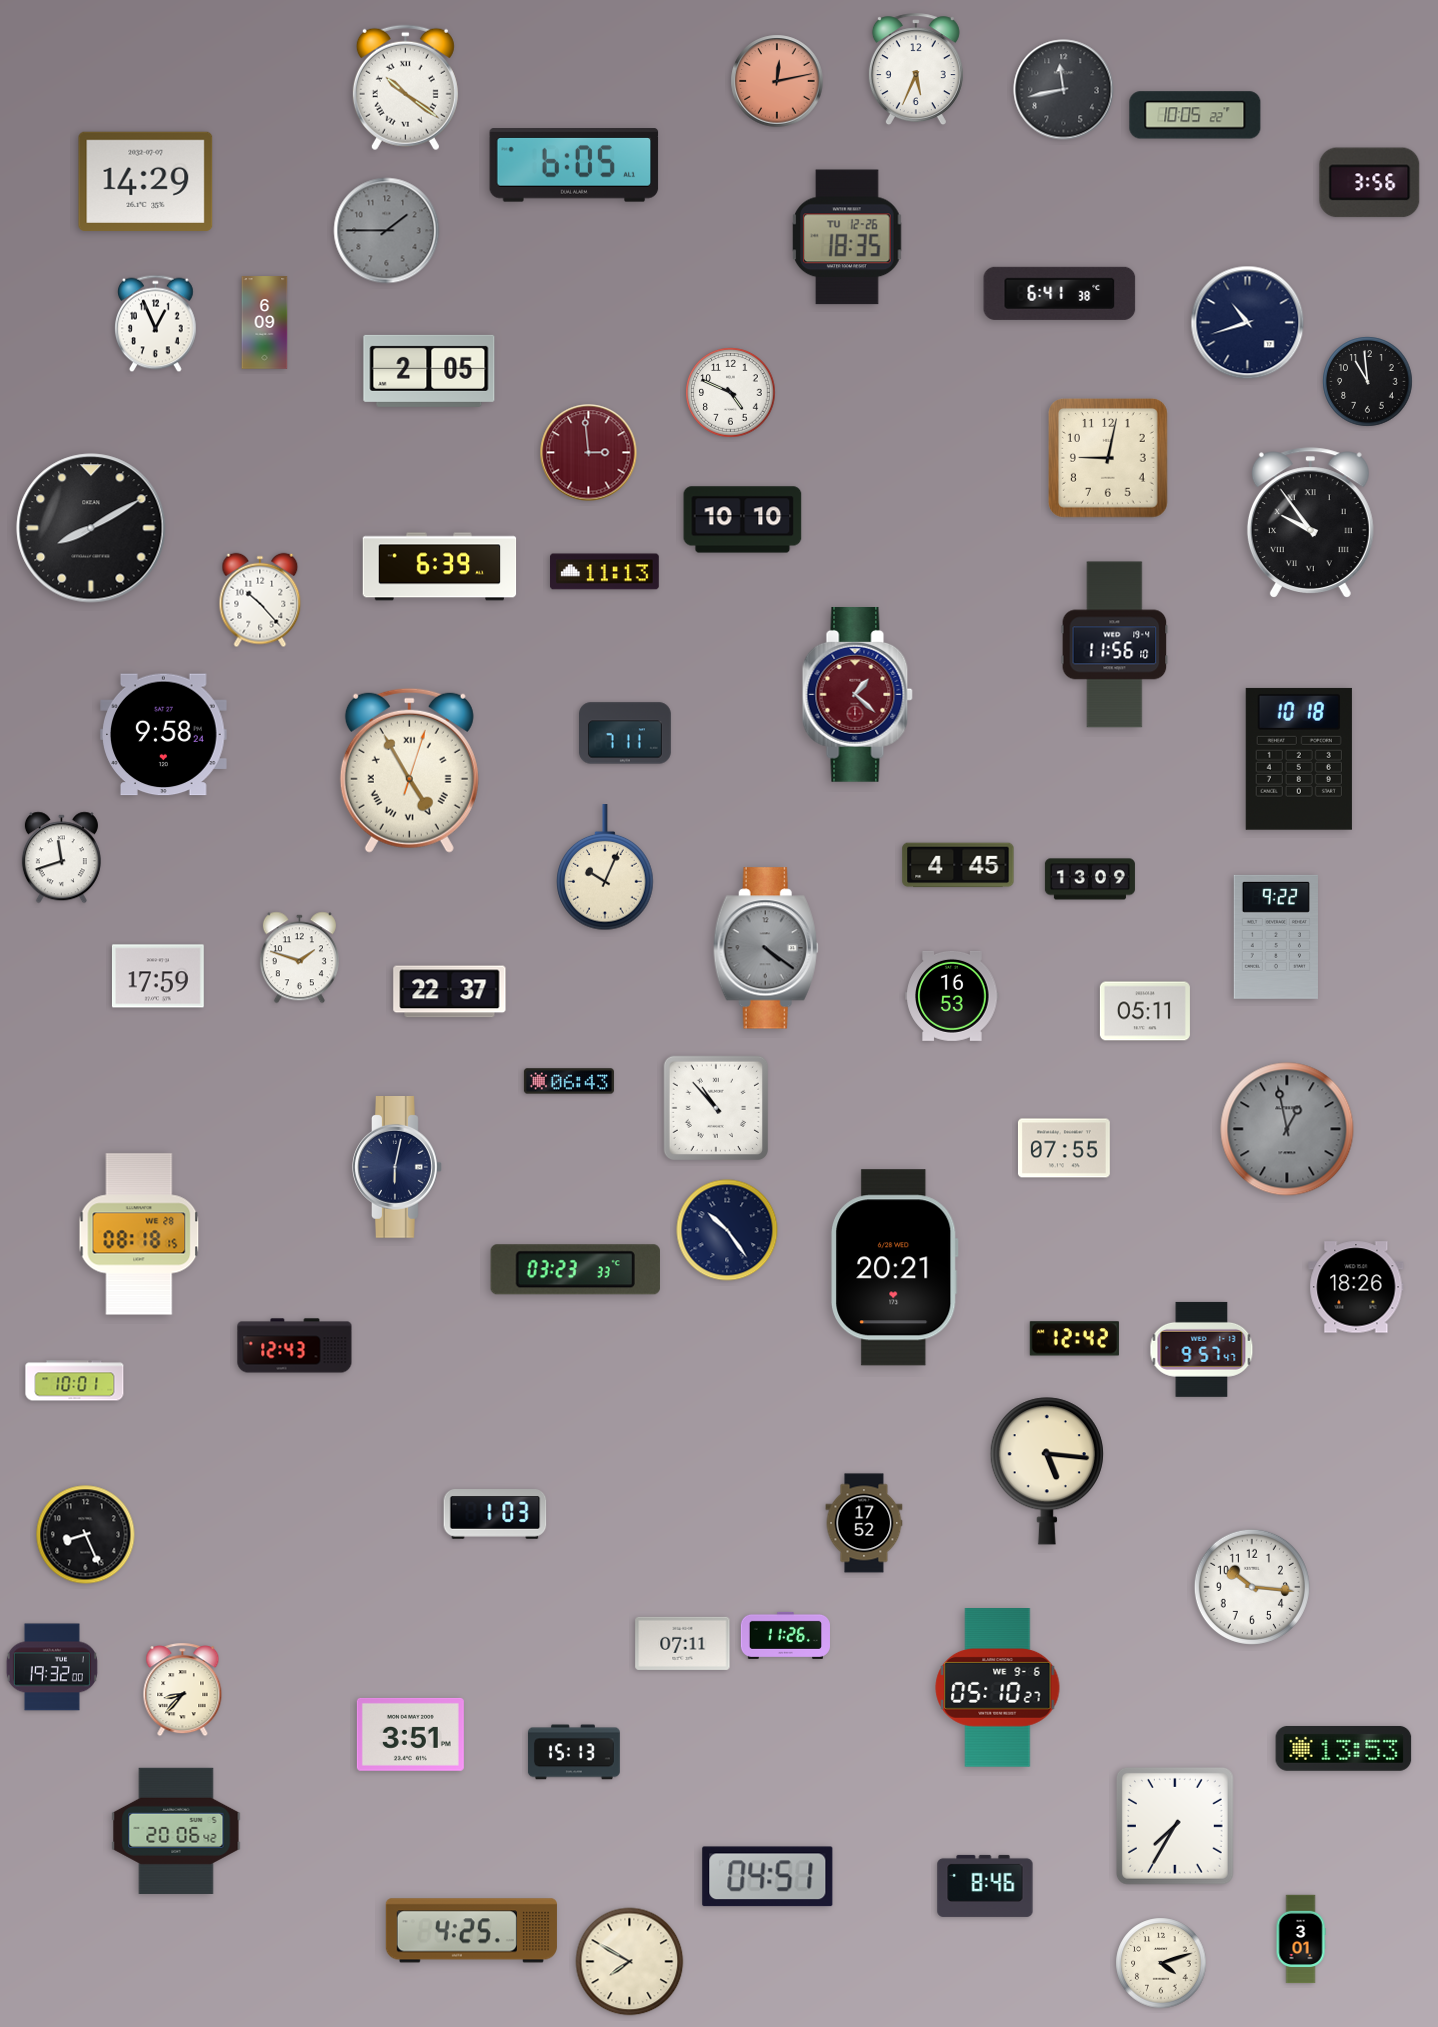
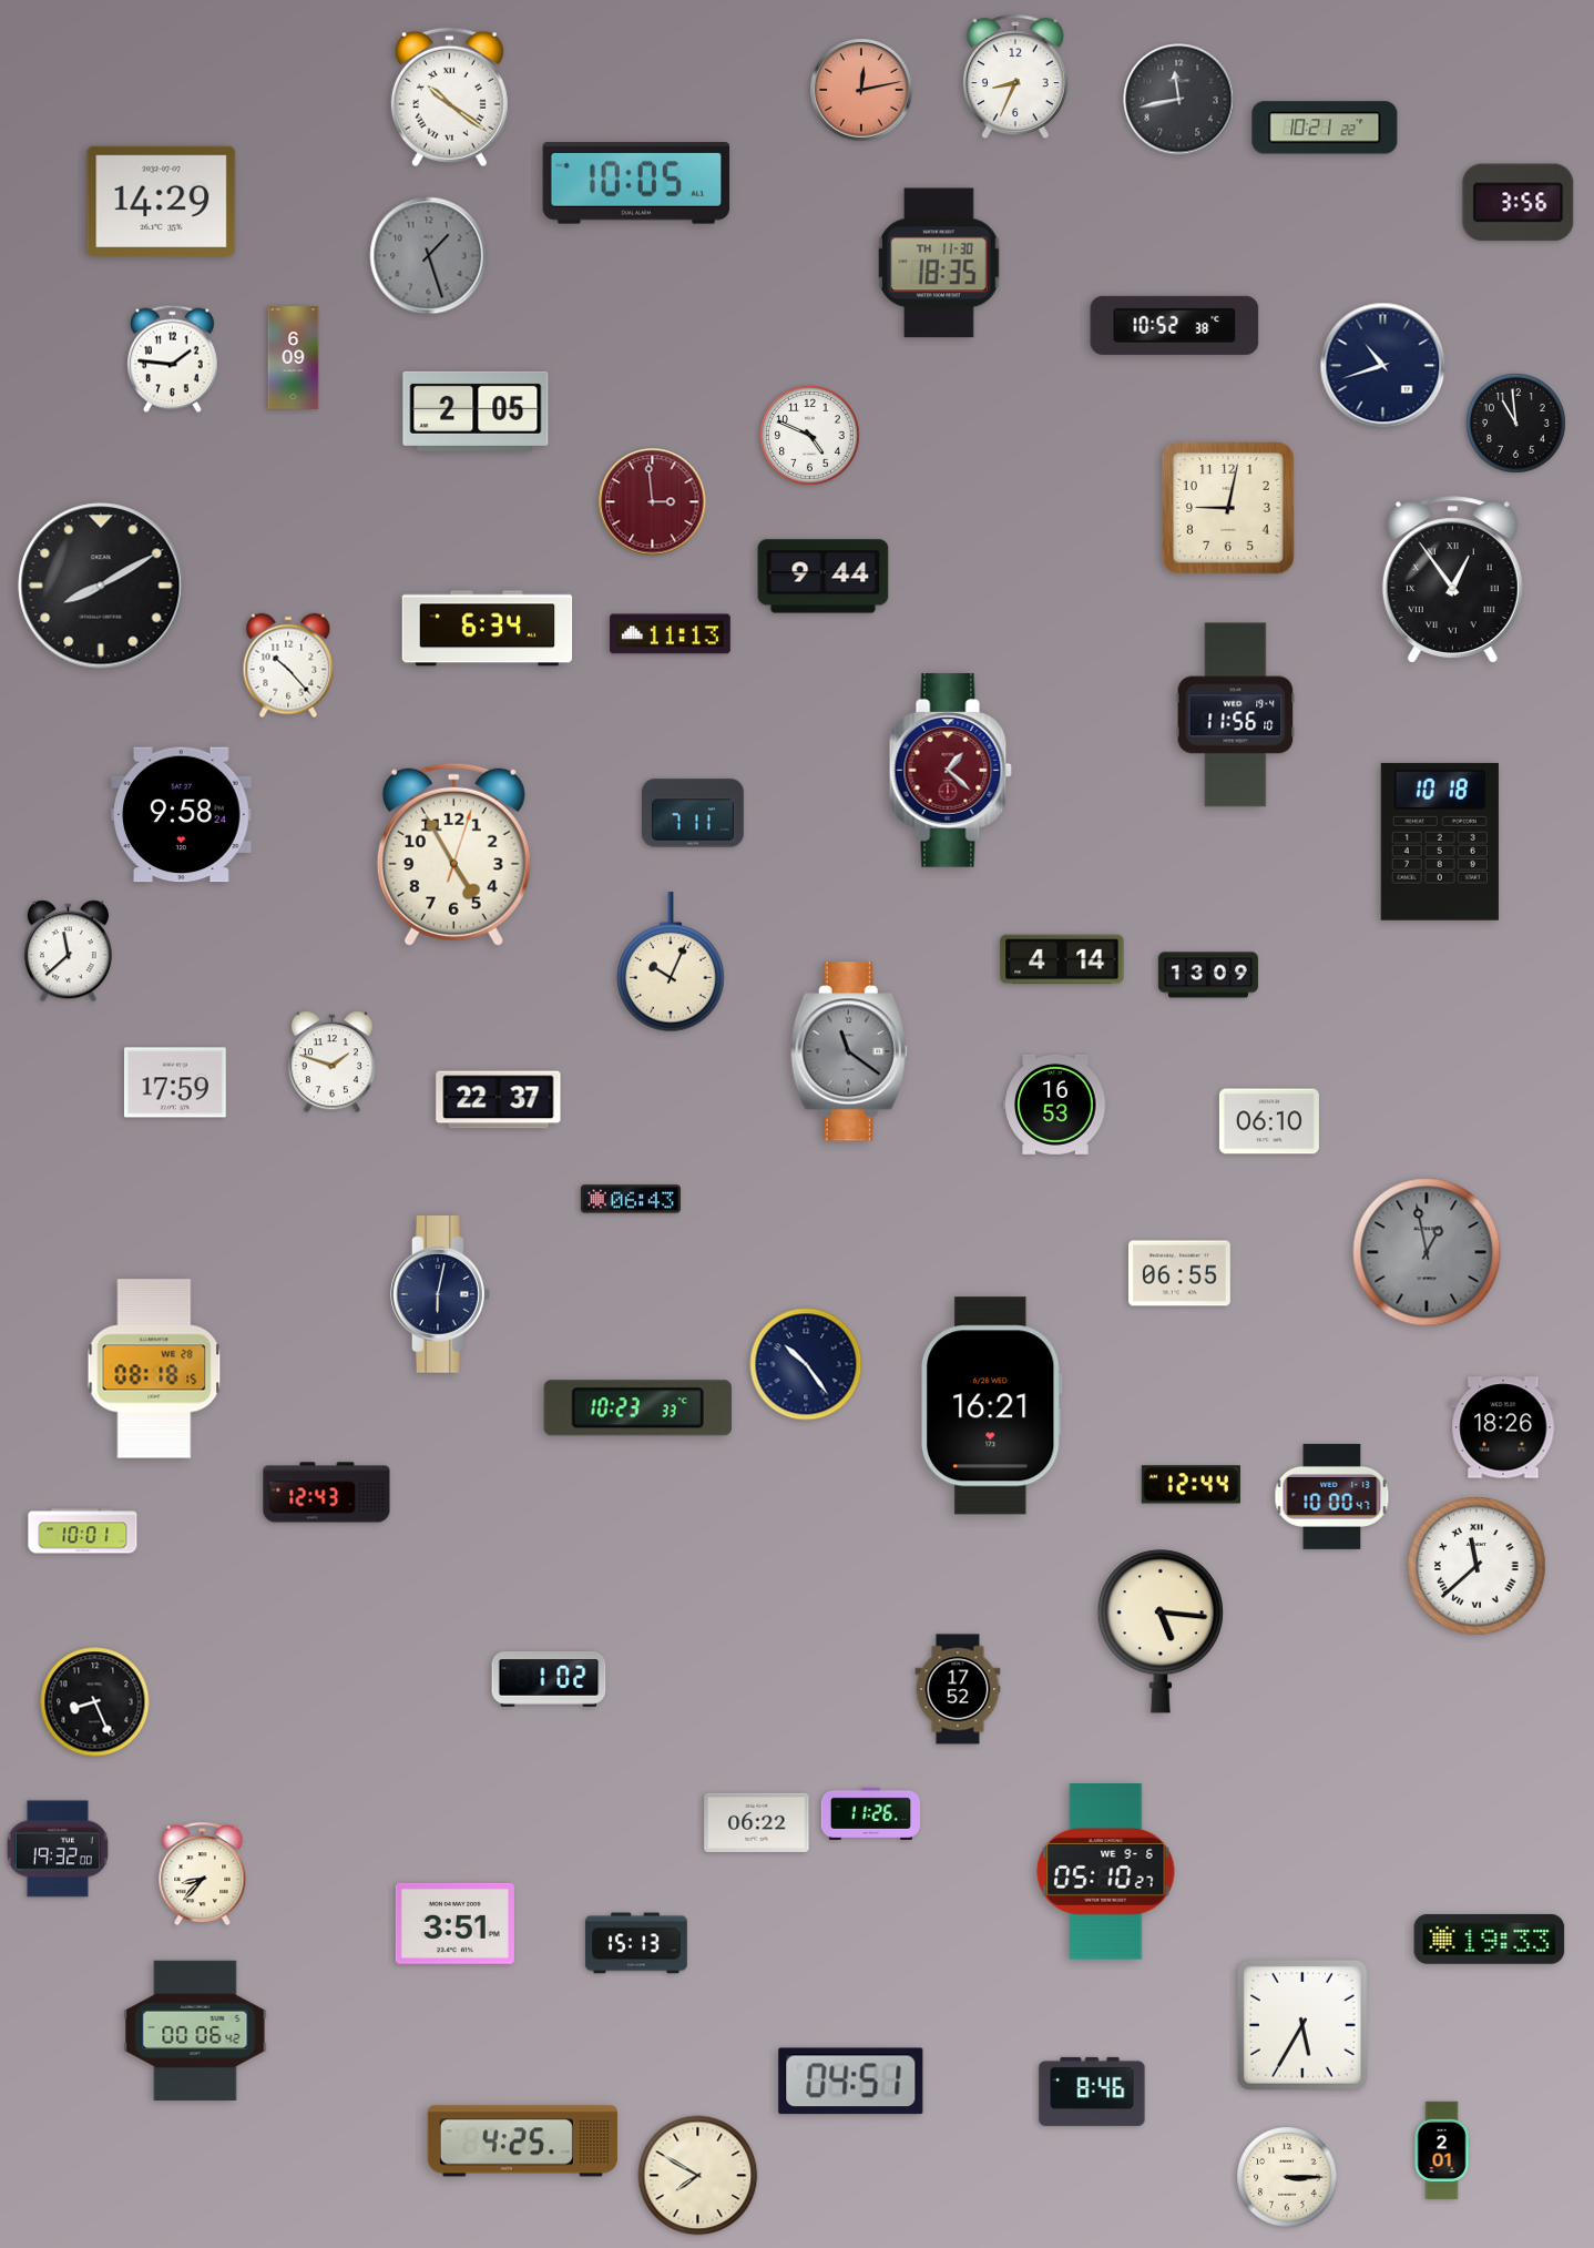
clock at (916, 70): 5:34 -> 8:34
clock at (1195, 115): 10:05 -> 10:21
clock at (574, 165): 6:05 -> 10:05
clock at (387, 231): 1:45 -> 1:27
clock at (847, 237) date: TU 12-26 -> TH 11-30
clock at (1060, 293): 6:41 -> 10:52
clock at (1248, 323) position: (1248, 323) -> (1383, 366)
clock at (156, 324): 12:56 -> 1:46
clock at (743, 520): 10:10 -> 9:44
clock at (1310, 523): 9:54 -> 12:54
clock at (440, 567): 6:39 -> 6:34
clock at (409, 770) numerals: Roman -> Arabic
clock at (61, 858): 11:42 -> 11:38
clock at (958, 865): 4:45 -> 4:14
clock at (1276, 937): 9:22 -> none
clock at (766, 948): 4:21 -> 11:21
clock at (1145, 1011): 05:11 -> 06:10
clock at (715, 1107): 10:53 -> none
clock at (1064, 1148): 07:55 -> 06:55
clock at (895, 1268): 20:21 -> 16:21
clock at (575, 1270): 03:23 -> 10:23
clock at (1074, 1339): 12:42 -> 12:44
clock at (1202, 1349): 9:57 -> 10:00
clock at (1477, 1566): none -> 11:38
clock at (495, 1514): 1:03 -> 1:02
clock at (1252, 1587): 10:16 -> none
clock at (683, 1643): 07:11 -> 06:22
clock at (1344, 1748): 13:53 -> 19:33
clock at (1175, 1826): 7:35 -> 5:35
clock at (176, 1831): 20:06 -> 00:06
clock at (1301, 1939): 3:01 -> 2:01
clock at (1161, 1963): 4:12 -> 3:15
